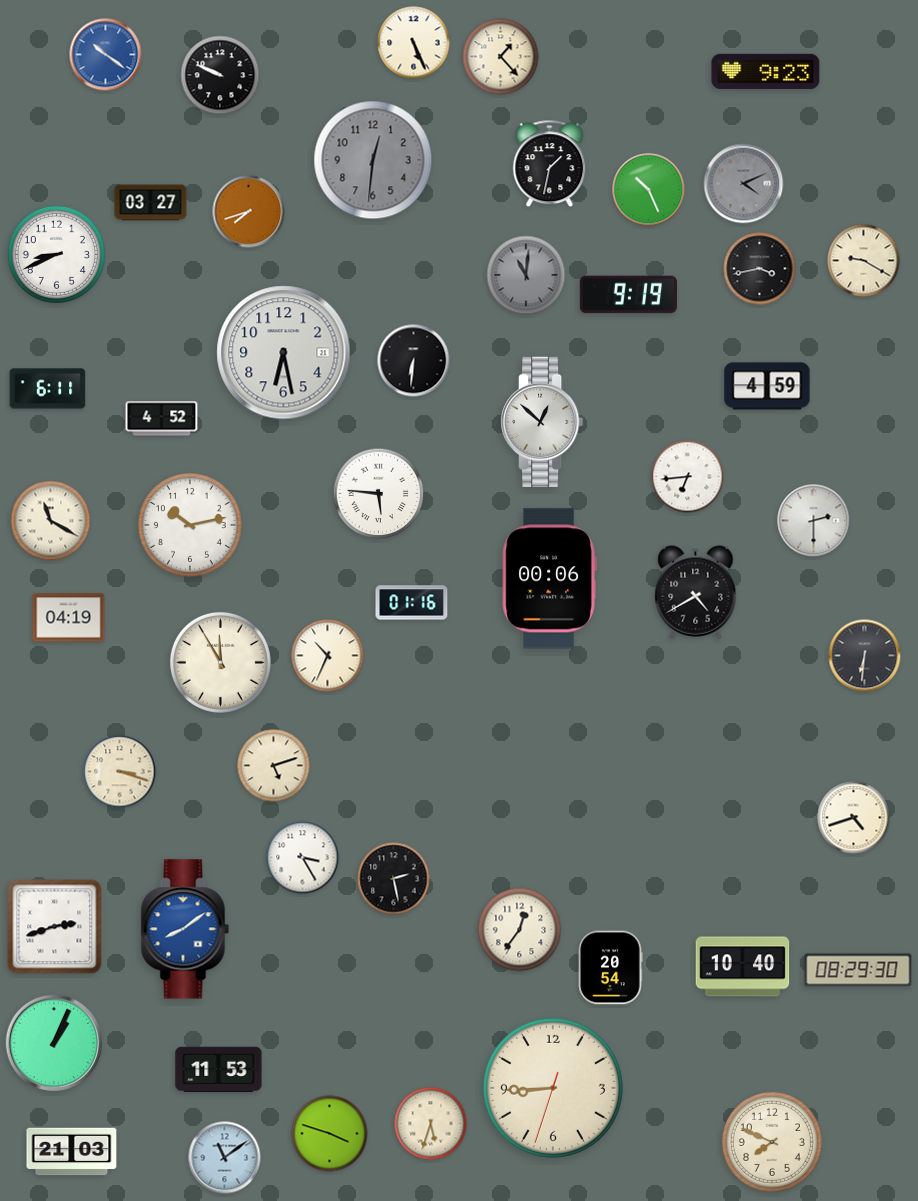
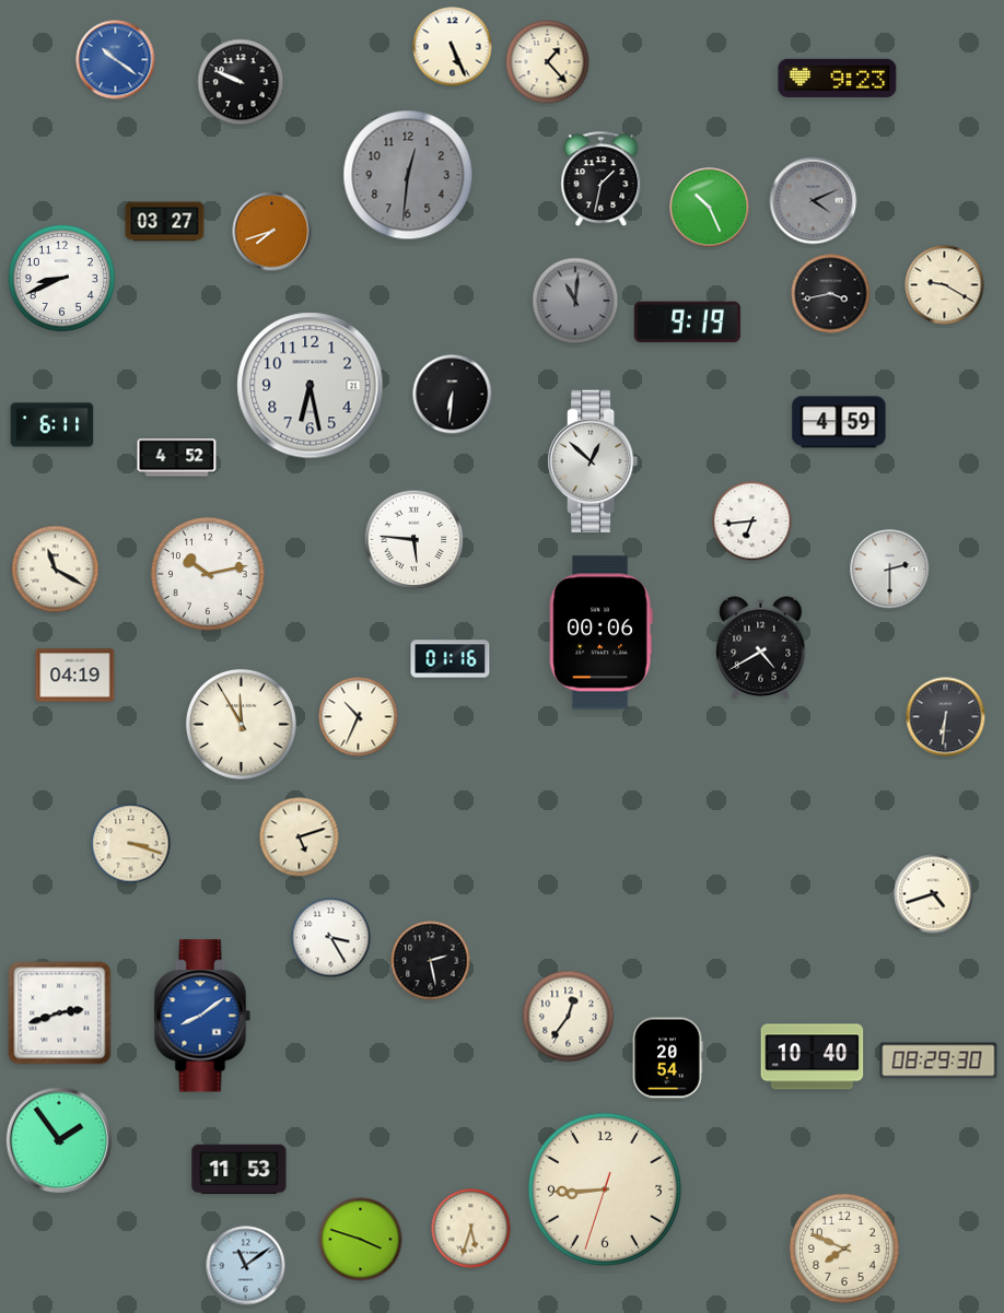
clock at (54, 1043): 1:04 -> 1:54
clock at (72, 1152): 21:03 -> none
